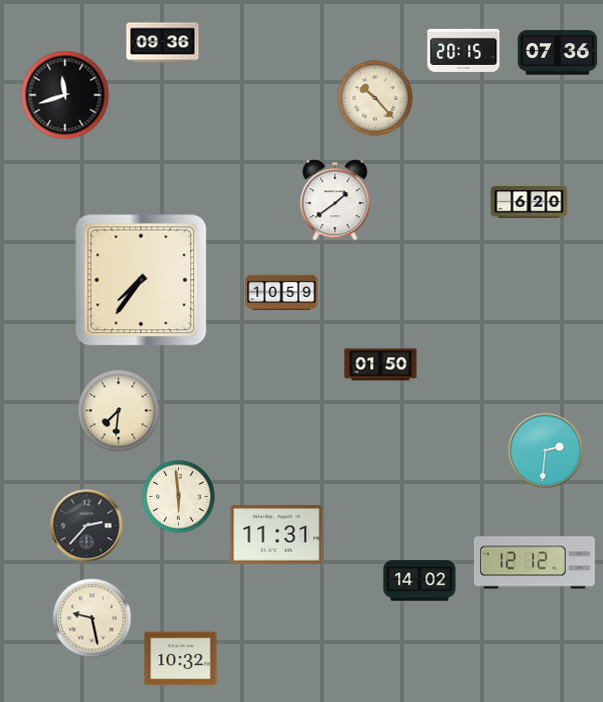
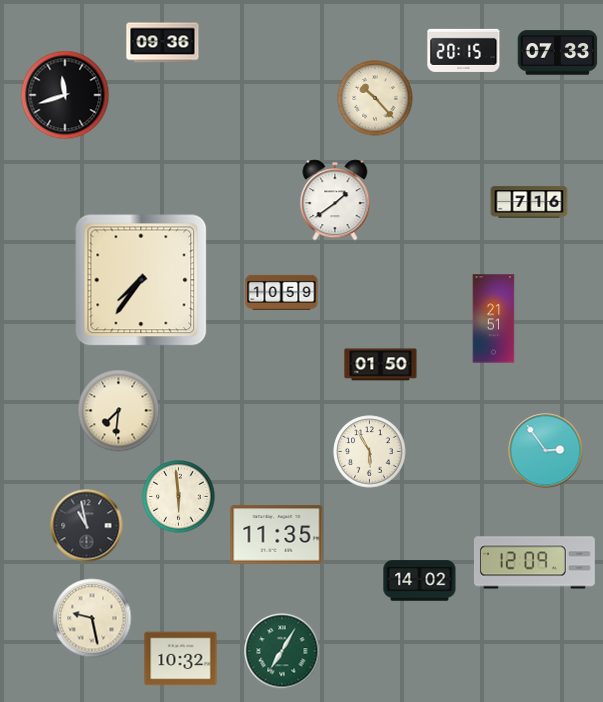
clock at (558, 53): 07:36 -> 07:33
clock at (529, 202): 6:20 -> 7:16
clock at (494, 319): none -> 21:51
clock at (546, 451): 2:31 -> 2:54
clock at (370, 452): none -> 5:55
clock at (87, 526): 2:37 -> 10:58
clock at (277, 535): 11:31 -> 11:35
clock at (534, 563): 12:12 -> 12:09
clock at (282, 651): none -> 7:05
